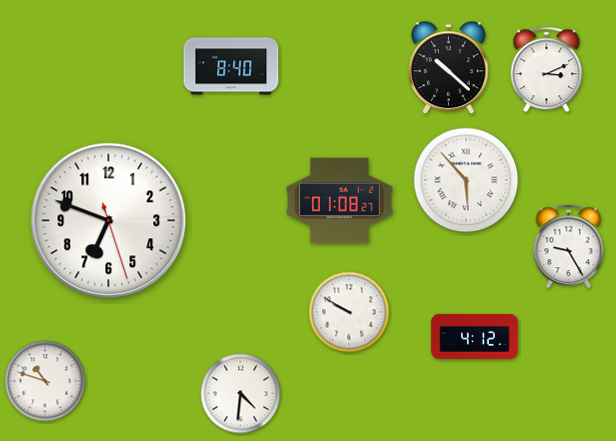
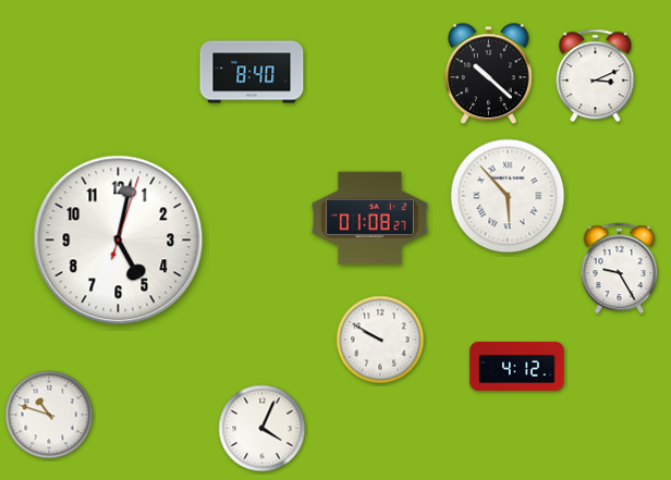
clock at (109, 221): 6:48 -> 5:02
clock at (241, 394): 4:31 -> 4:04
